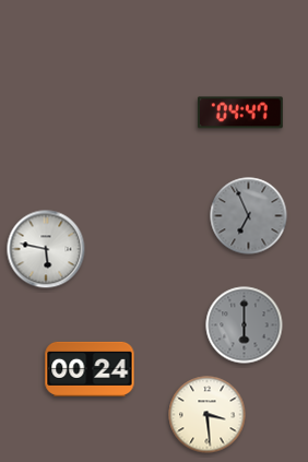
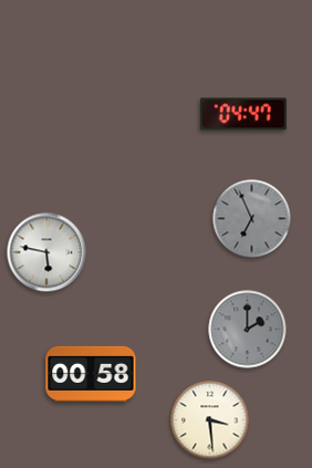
clock at (245, 325): 6:00 -> 2:00
clock at (90, 369): 00:24 -> 00:58
